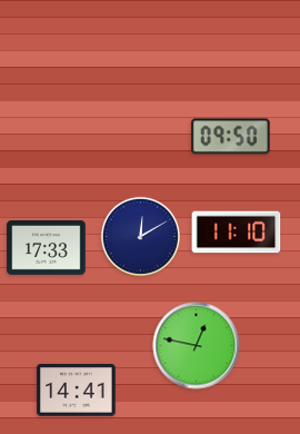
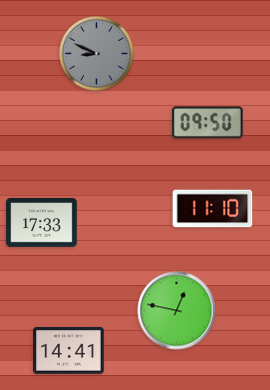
clock at (96, 53): none -> 8:49
clock at (140, 236): 12:10 -> none
